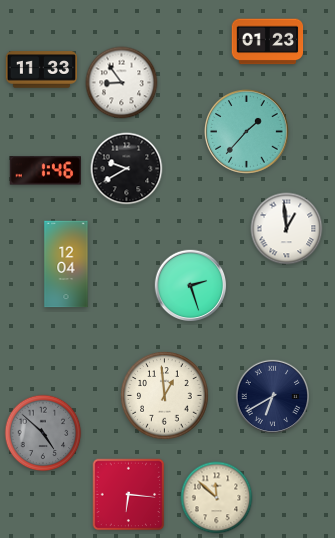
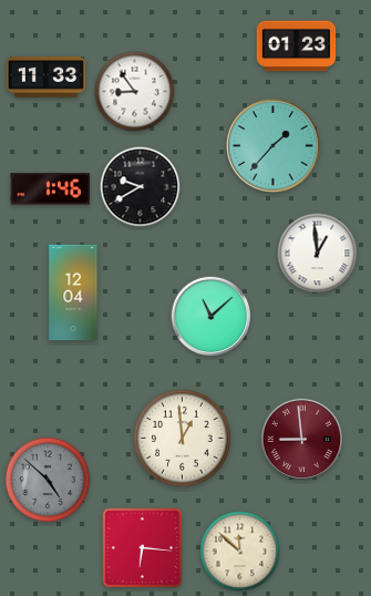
clock at (191, 286): 2:27 -> 11:08
clock at (272, 396): 6:40 -> 8:59
clock at (272, 396) dial: navy -> burgundy
